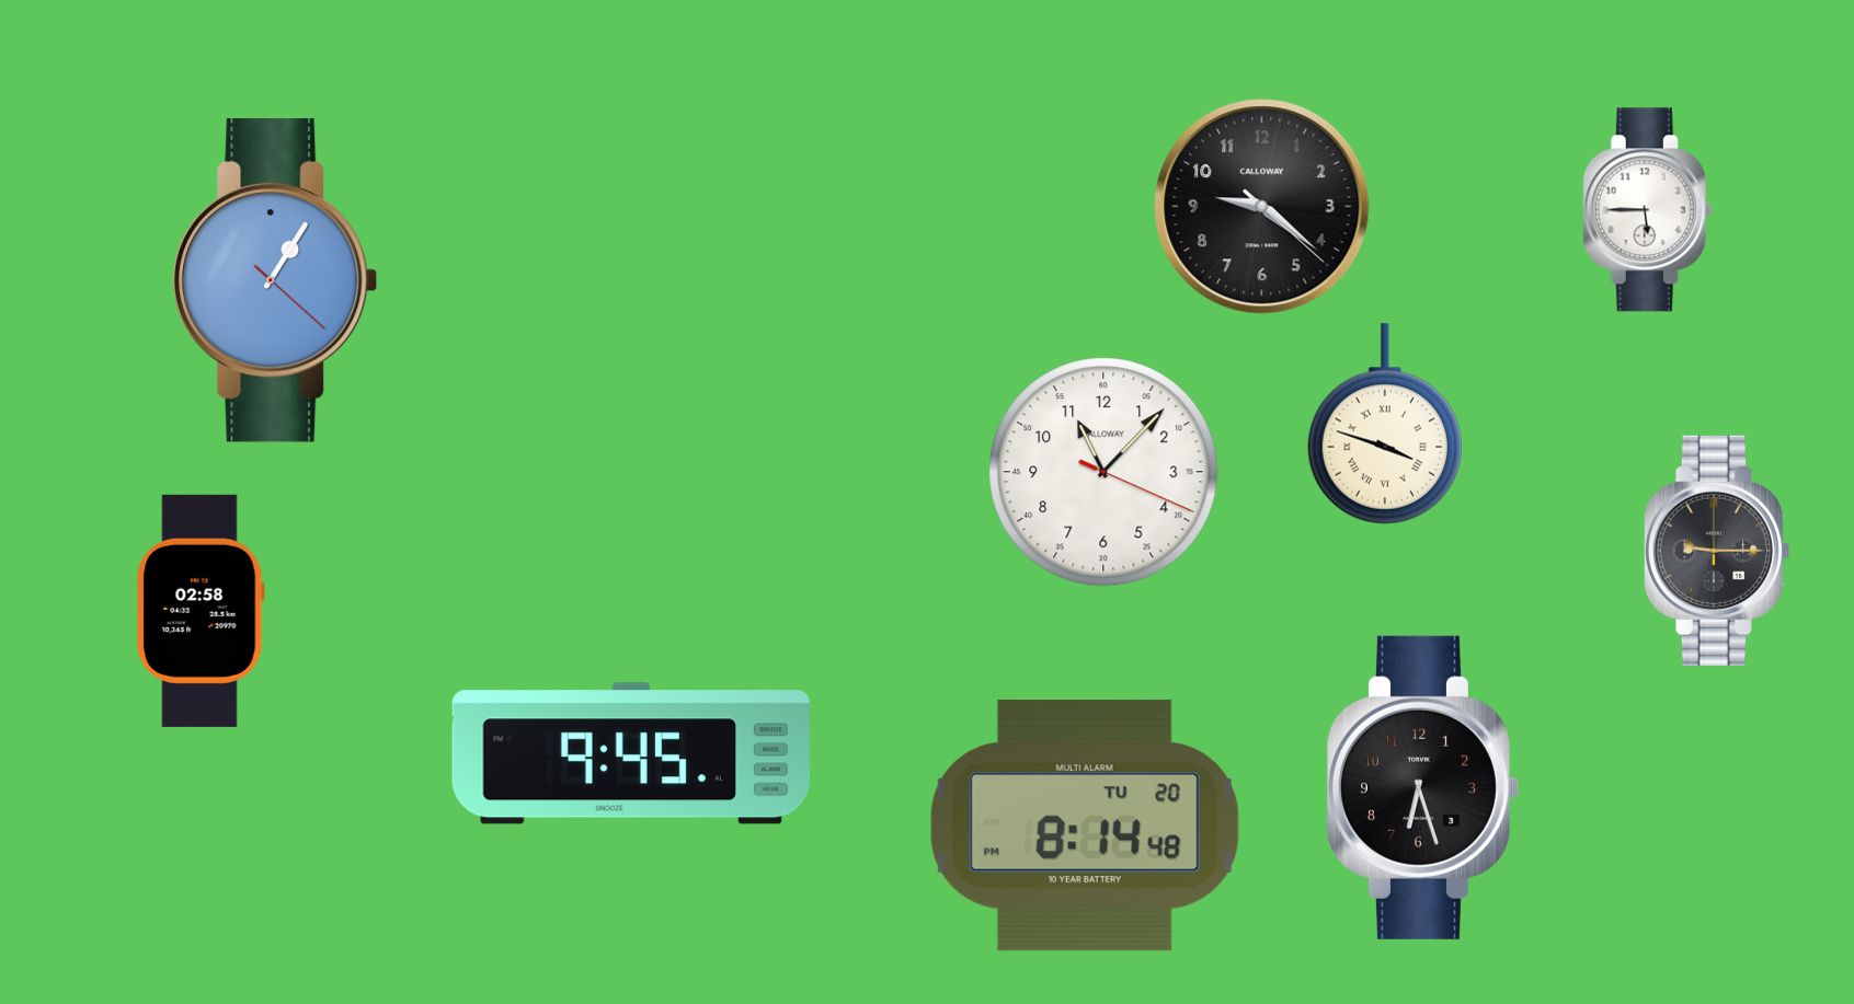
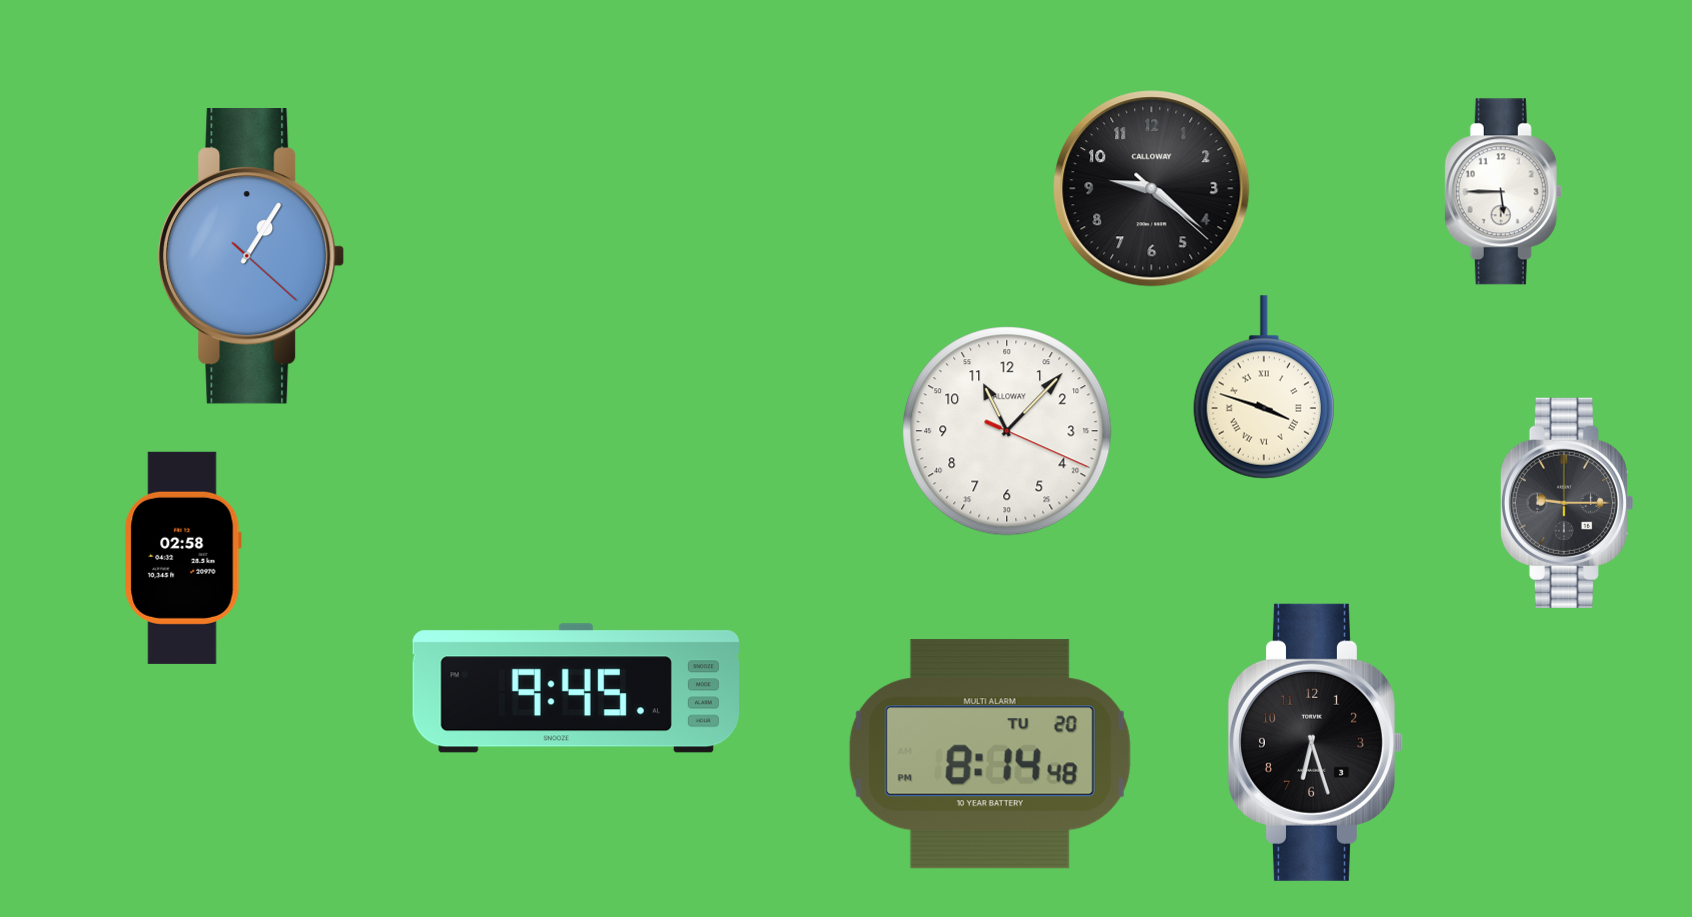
clock at (1422, 787) position: (1422, 787) -> (1315, 742)
